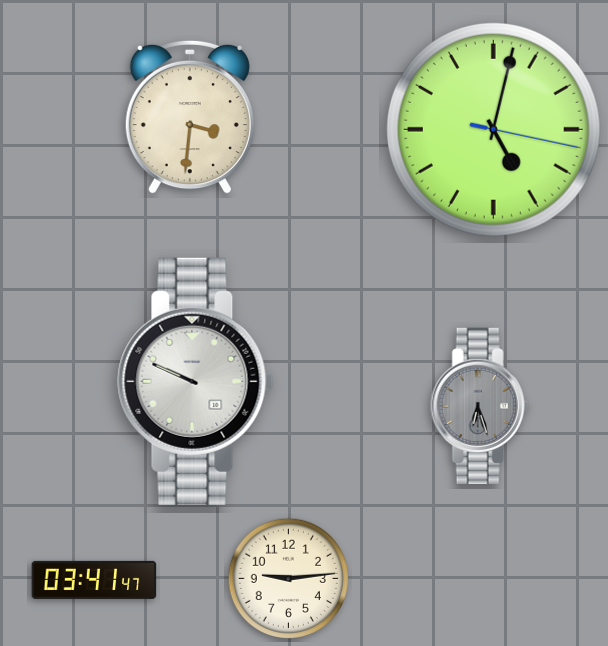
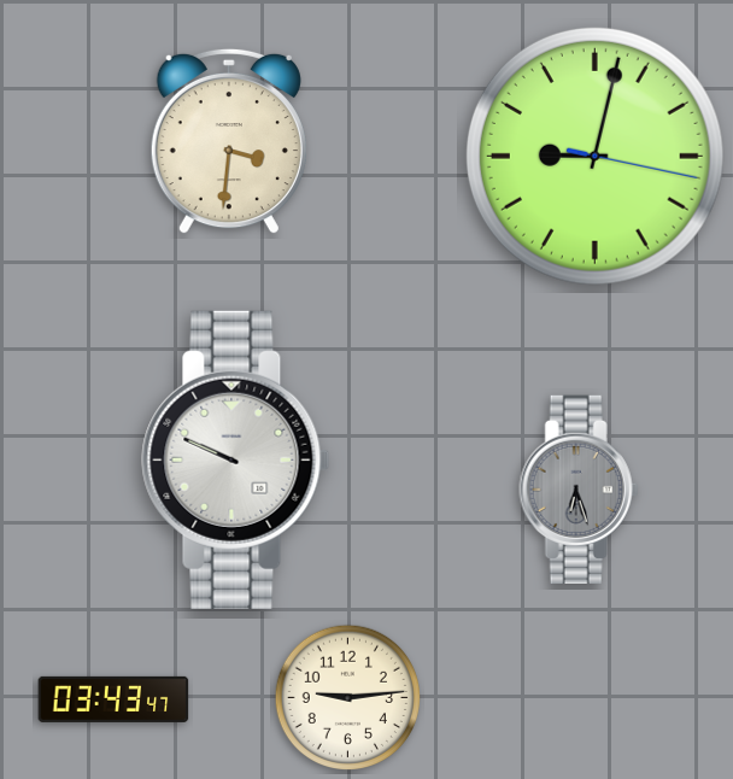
clock at (493, 129): 5:02 -> 9:02
clock at (94, 580): 03:41 -> 03:43
